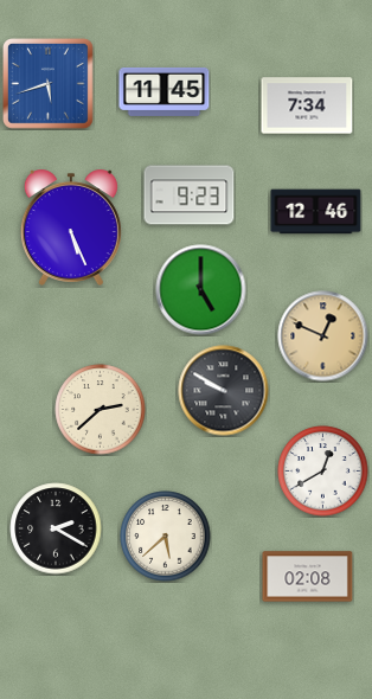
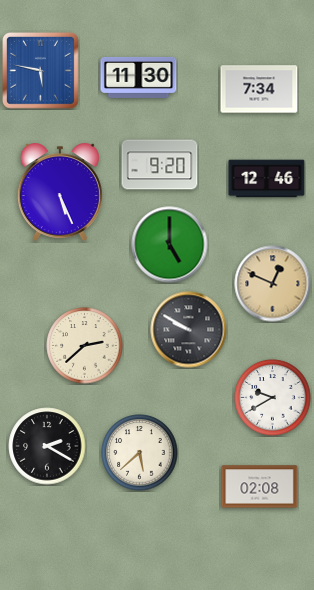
clock at (49, 84): 5:42 -> 5:47
clock at (165, 91): 11:45 -> 11:30
clock at (190, 195): 9:23 -> 9:20
clock at (323, 472): 12:40 -> 9:40
